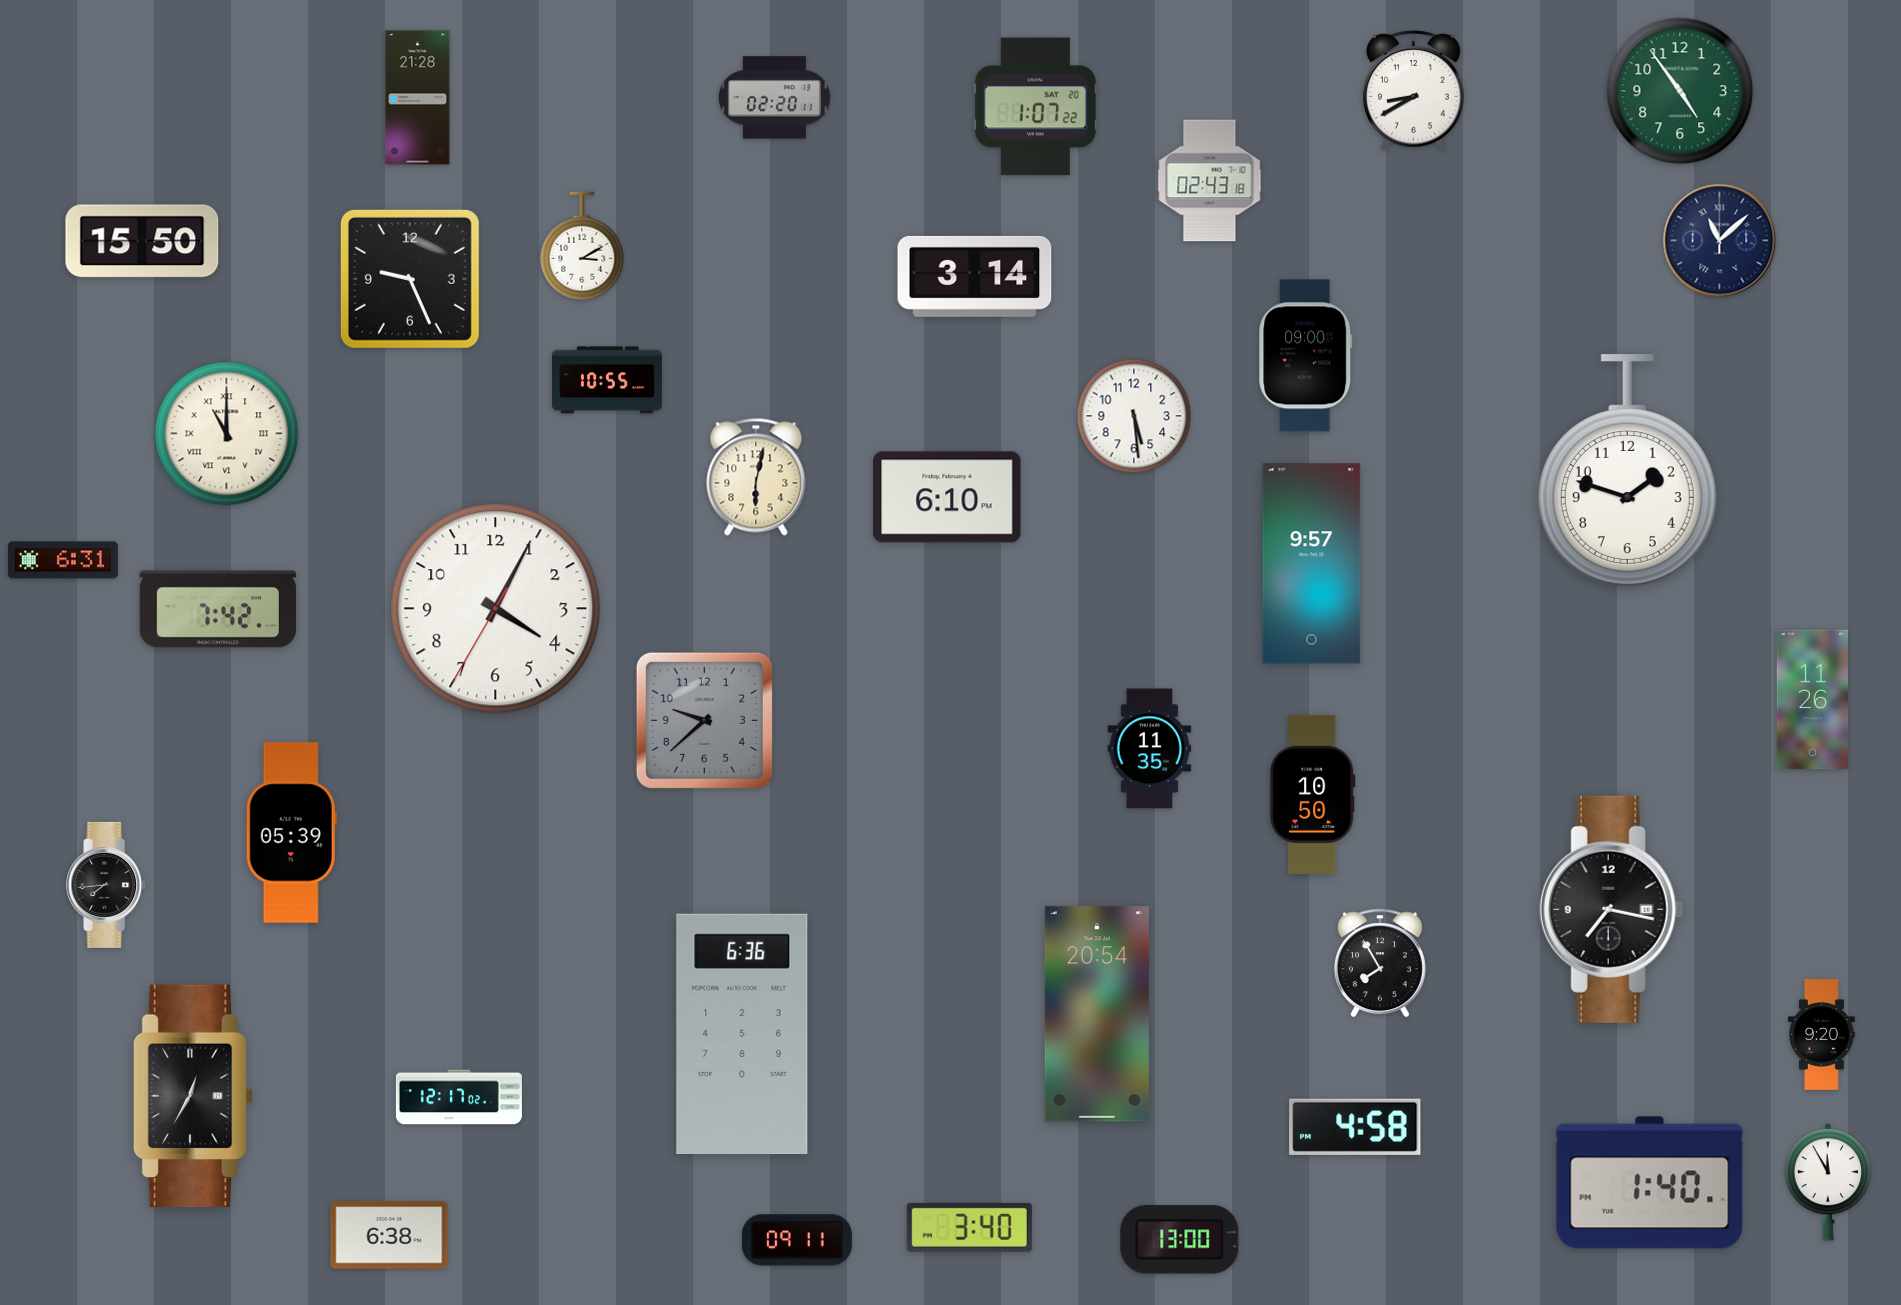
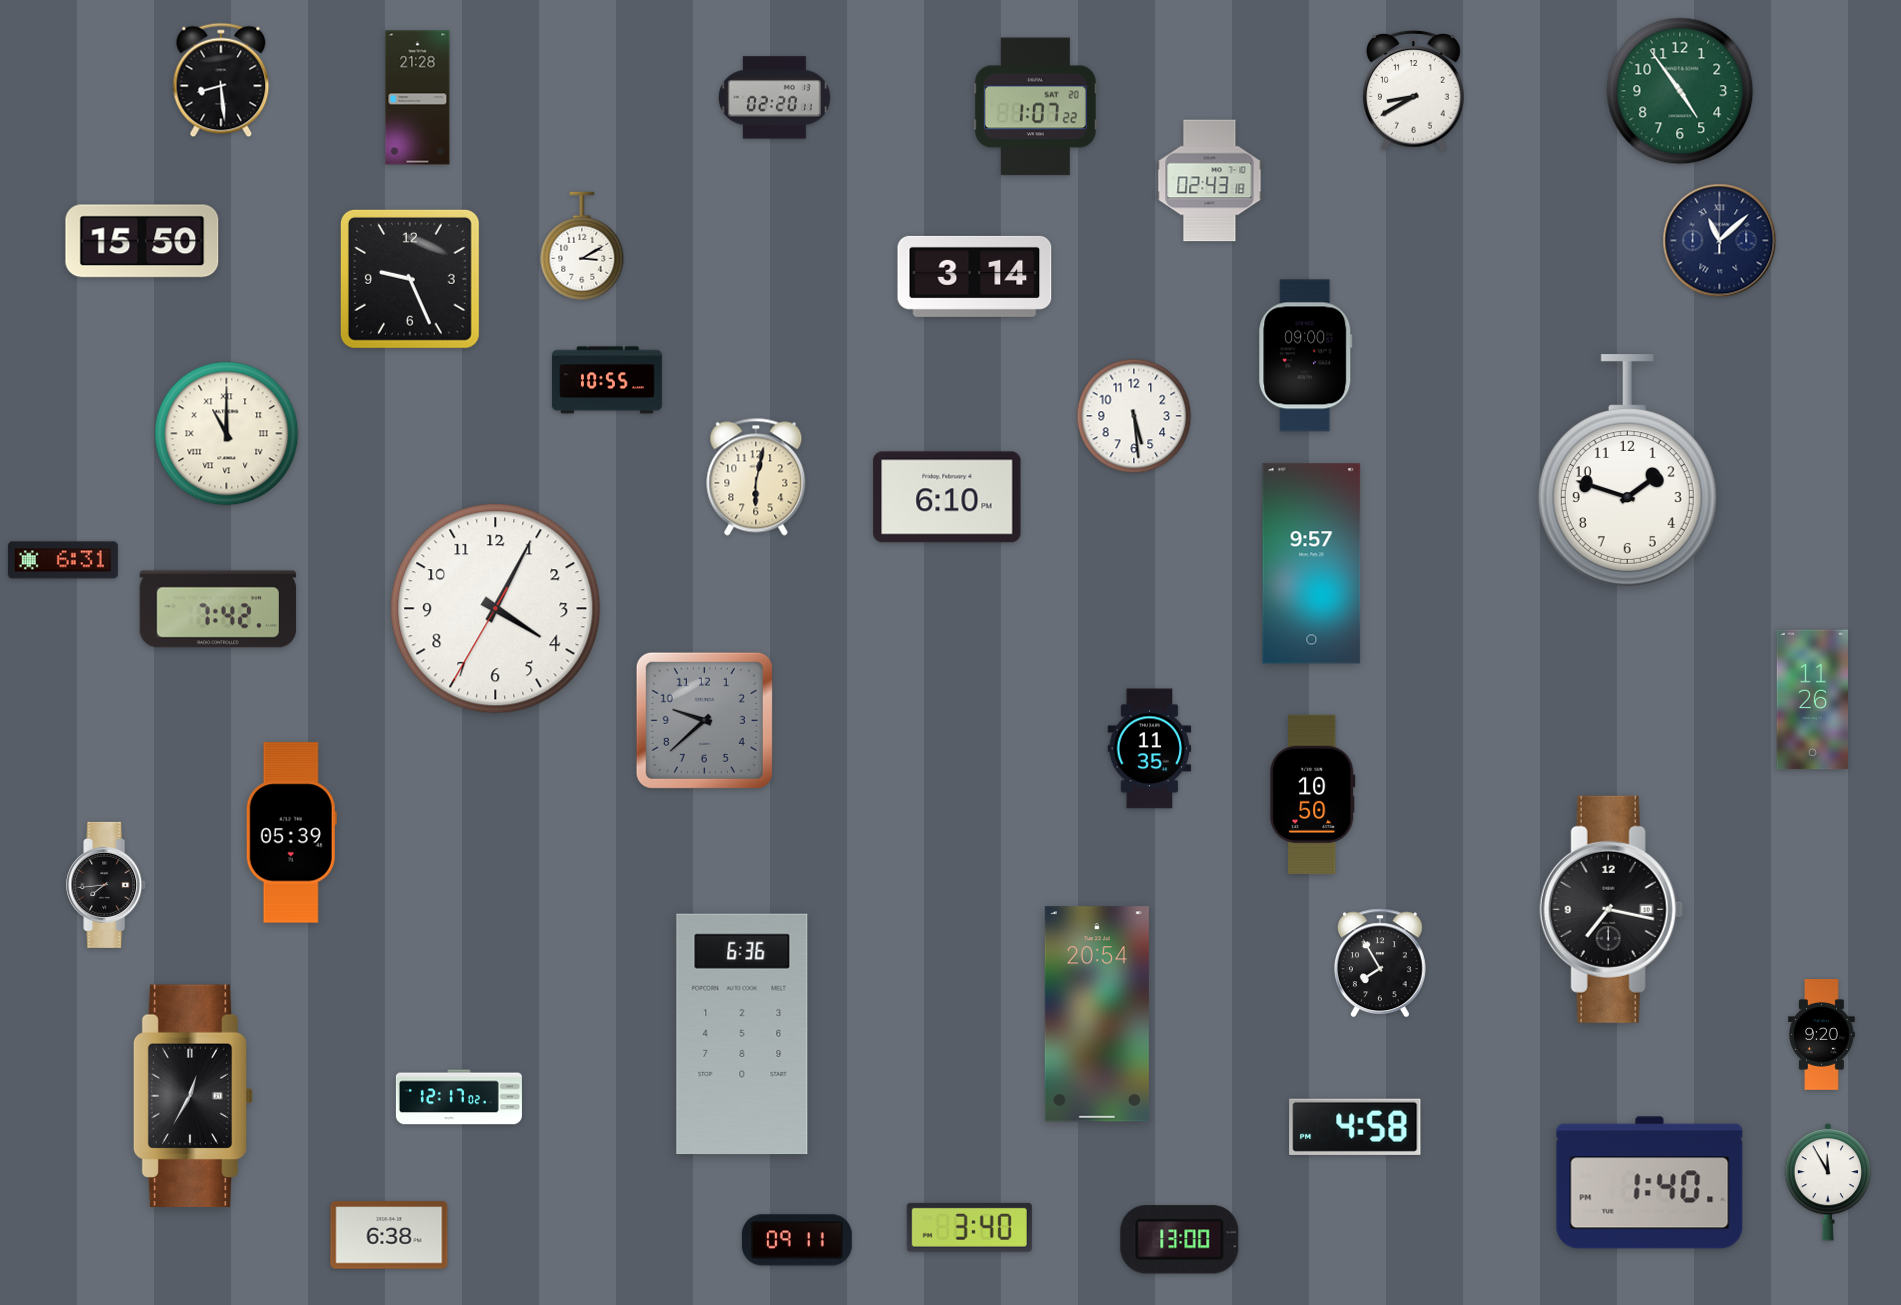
clock at (221, 80): none -> 8:29
